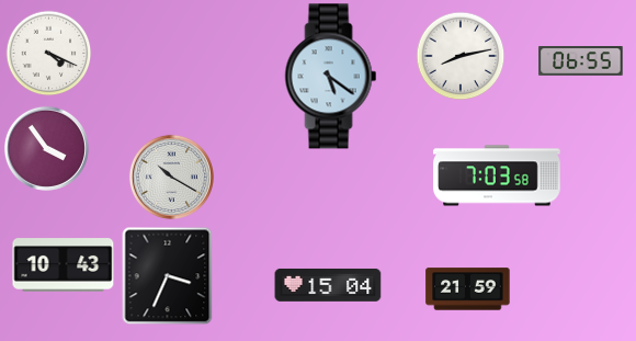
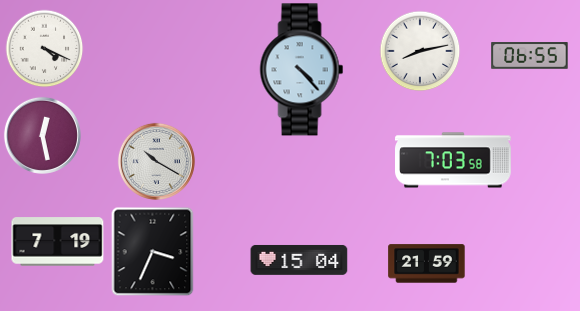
clock at (331, 77): 5:21 -> 4:23
clock at (46, 148): 3:54 -> 12:28
clock at (64, 265): 10:43 -> 7:19
